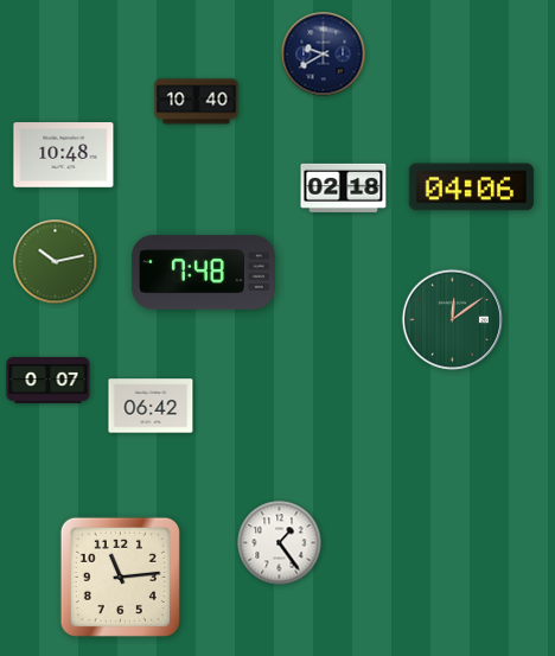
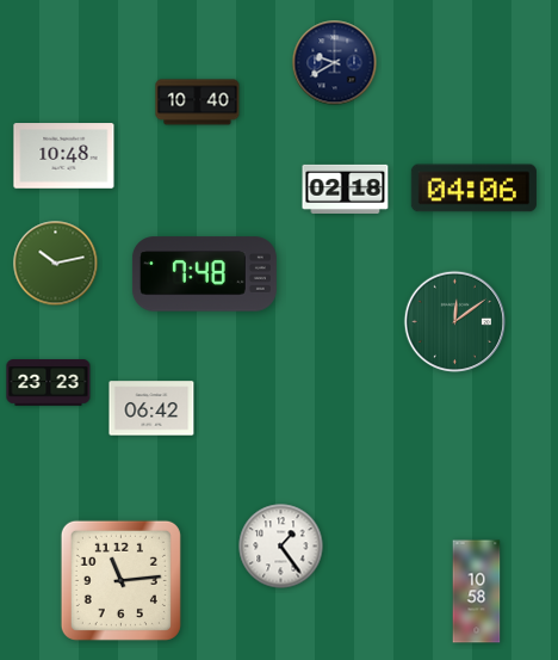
clock at (324, 55) position: (324, 55) -> (335, 63)
clock at (49, 381): 0:07 -> 23:23
clock at (477, 592): none -> 10:58
